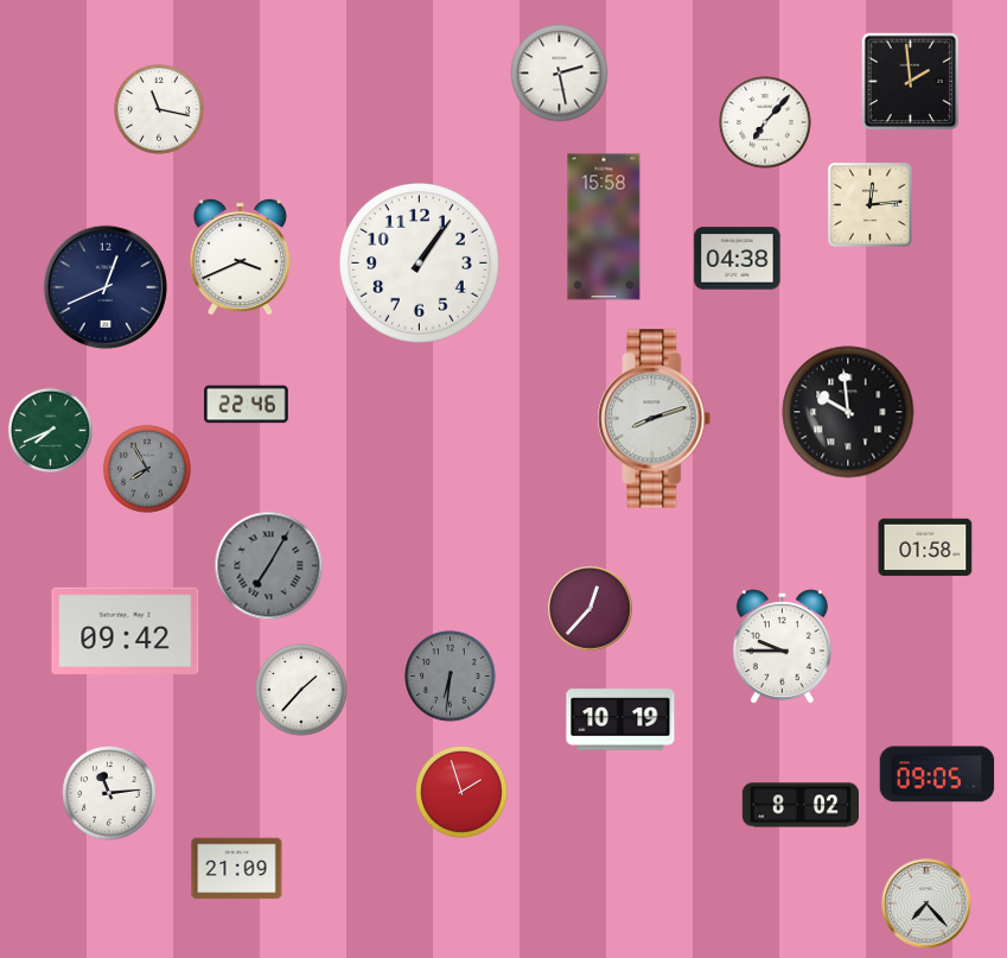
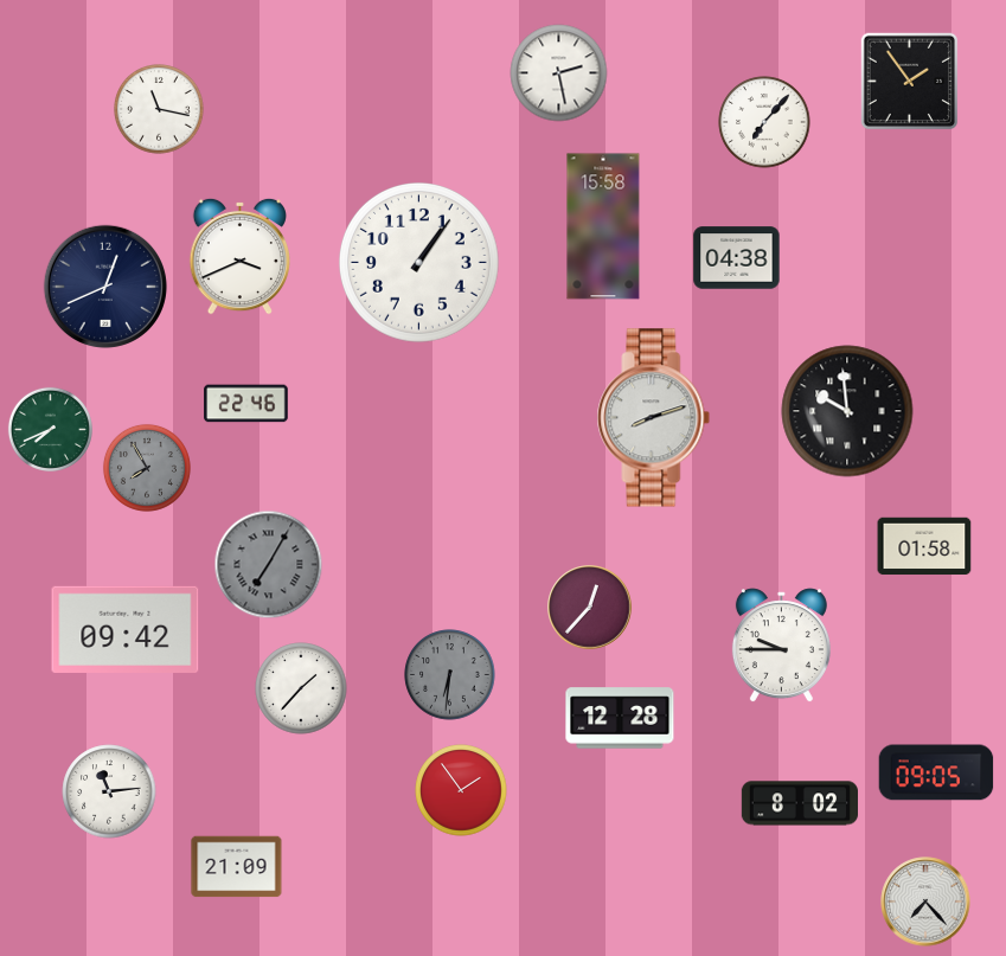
clock at (911, 82): 1:59 -> 1:54
clock at (869, 204): 12:14 -> none
clock at (620, 719): 10:19 -> 12:28
clock at (461, 792): 1:57 -> 1:54
